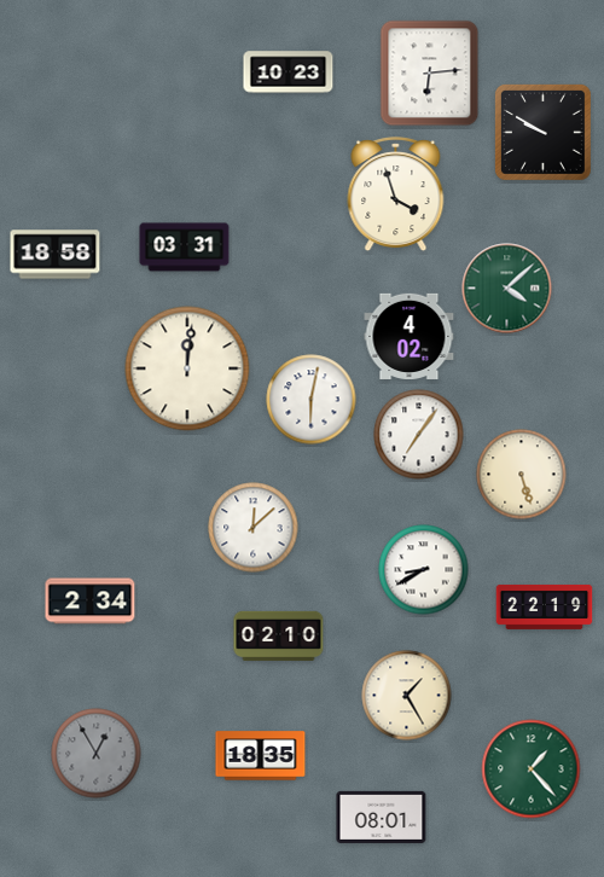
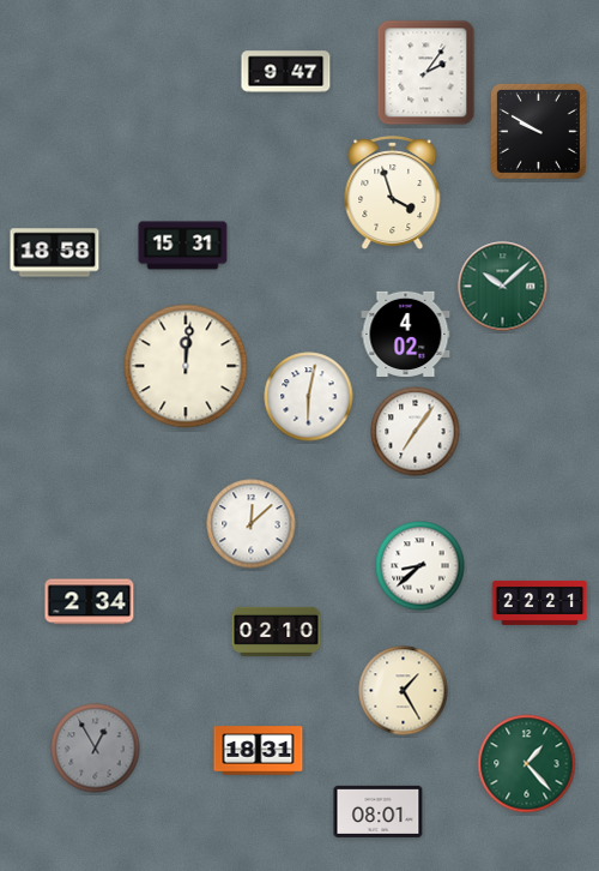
clock at (289, 72): 10:23 -> 9:47
clock at (430, 74): 6:14 -> 2:06
clock at (185, 248): 03:31 -> 15:31
clock at (507, 289): 4:08 -> 10:08
clock at (522, 475): 5:27 -> none
clock at (424, 570): 8:40 -> 8:38
clock at (91, 602) position: (91, 602) -> (90, 602)
clock at (545, 606): 22:19 -> 22:21
clock at (261, 756): 18:35 -> 18:31
